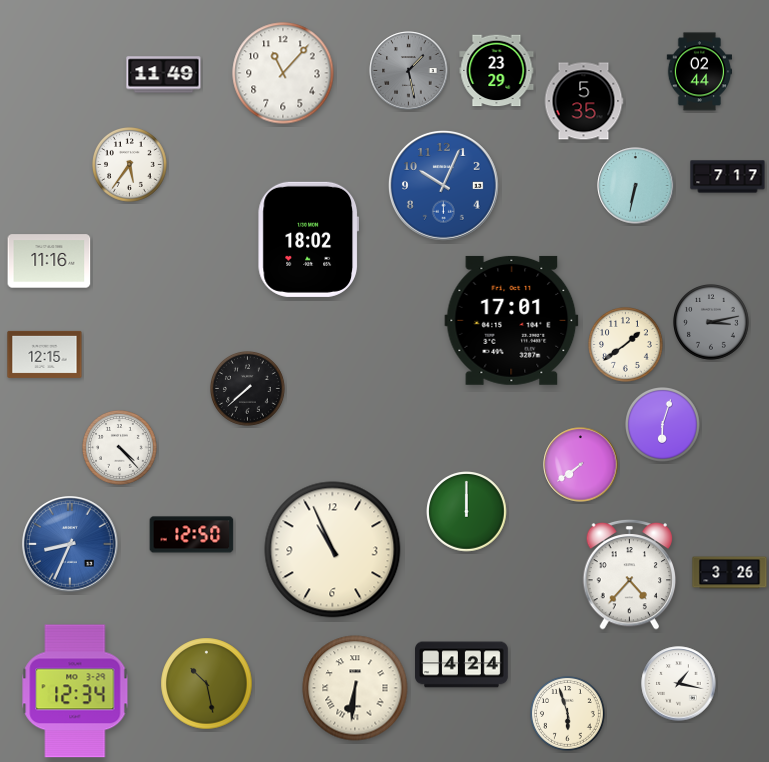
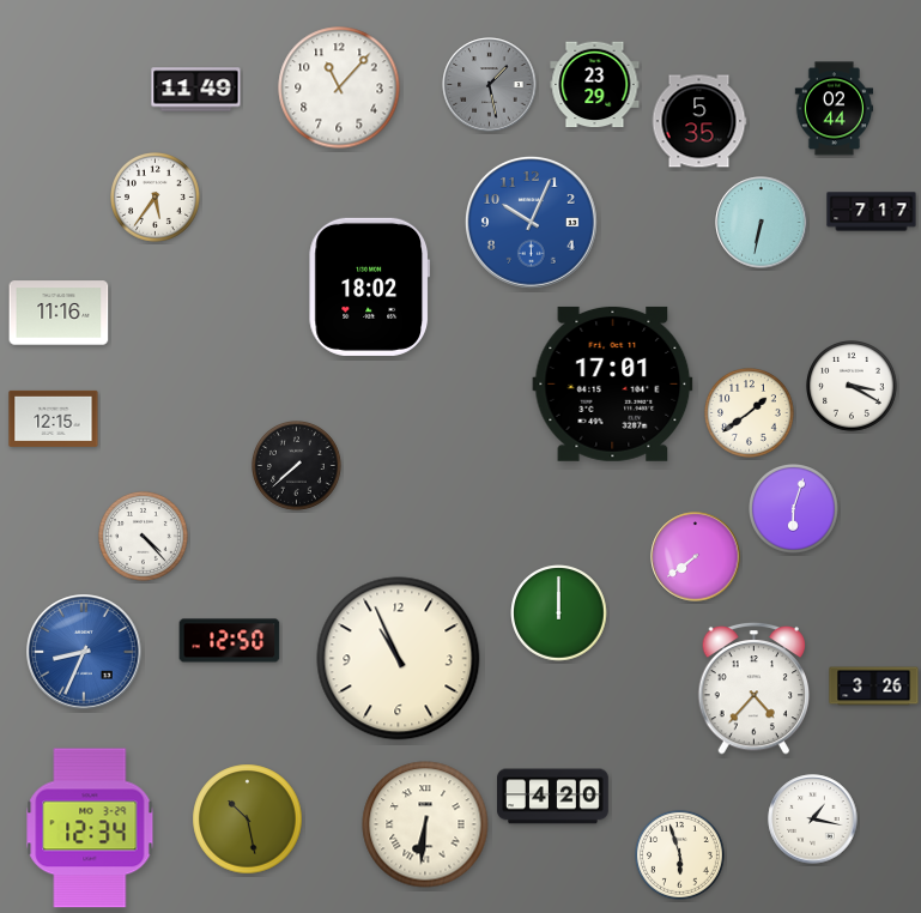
clock at (699, 72) position: (699, 72) -> (834, 109)
clock at (712, 323): 3:13 -> 3:20
clock at (712, 323) dial: grey -> white
clock at (45, 354) position: (45, 354) -> (54, 418)
clock at (462, 665): 4:24 -> 4:20
